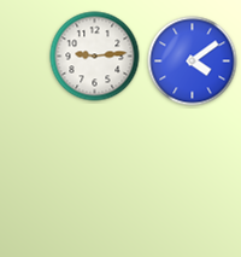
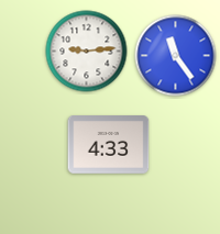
clock at (193, 62): 4:09 -> 11:24
clock at (109, 145): none -> 4:33
